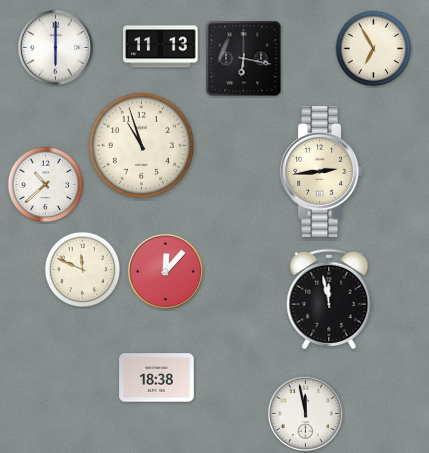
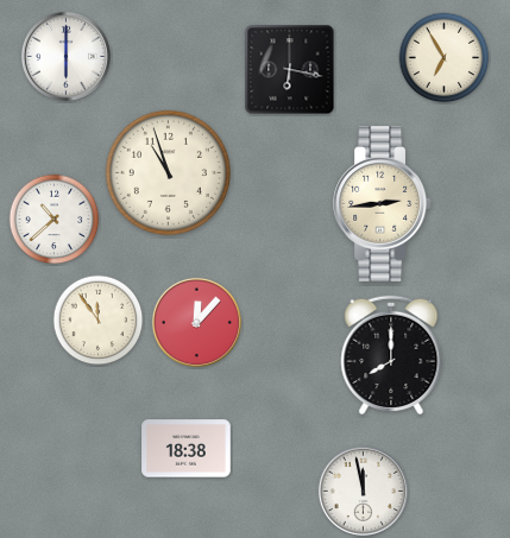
clock at (161, 47): 11:13 -> none
clock at (83, 270): 11:49 -> 11:54
clock at (329, 298): 11:58 -> 8:00
